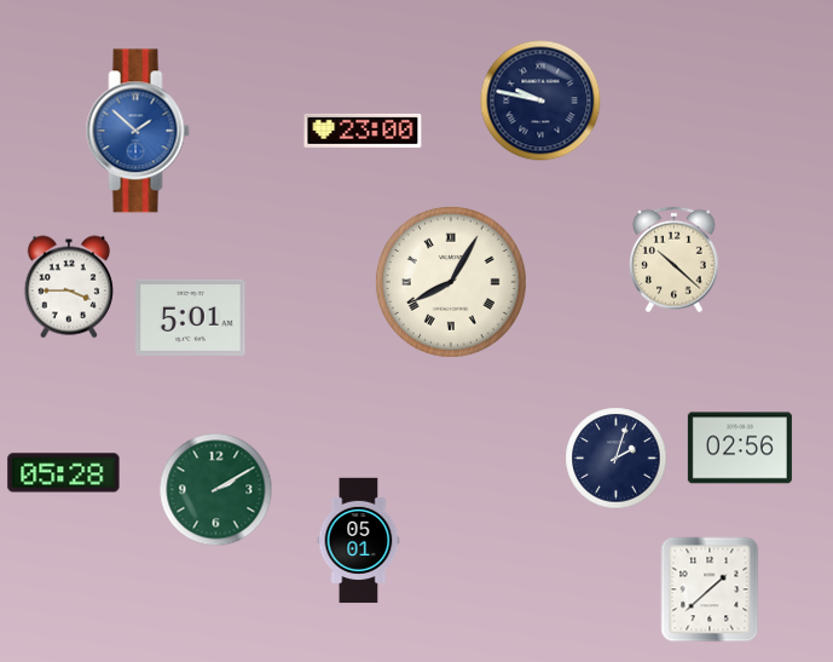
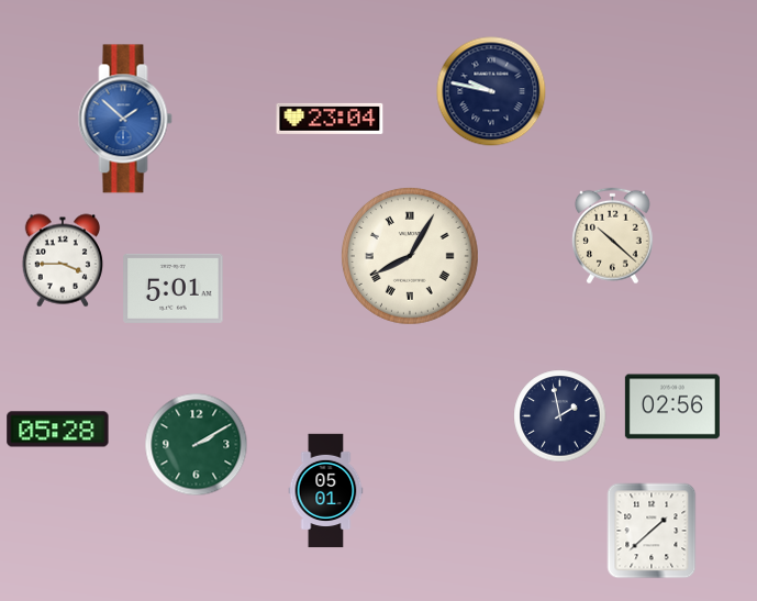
clock at (363, 131): 23:00 -> 23:04
clock at (617, 459): 2:03 -> 1:58
clock at (710, 589) position: (710, 589) -> (652, 531)
